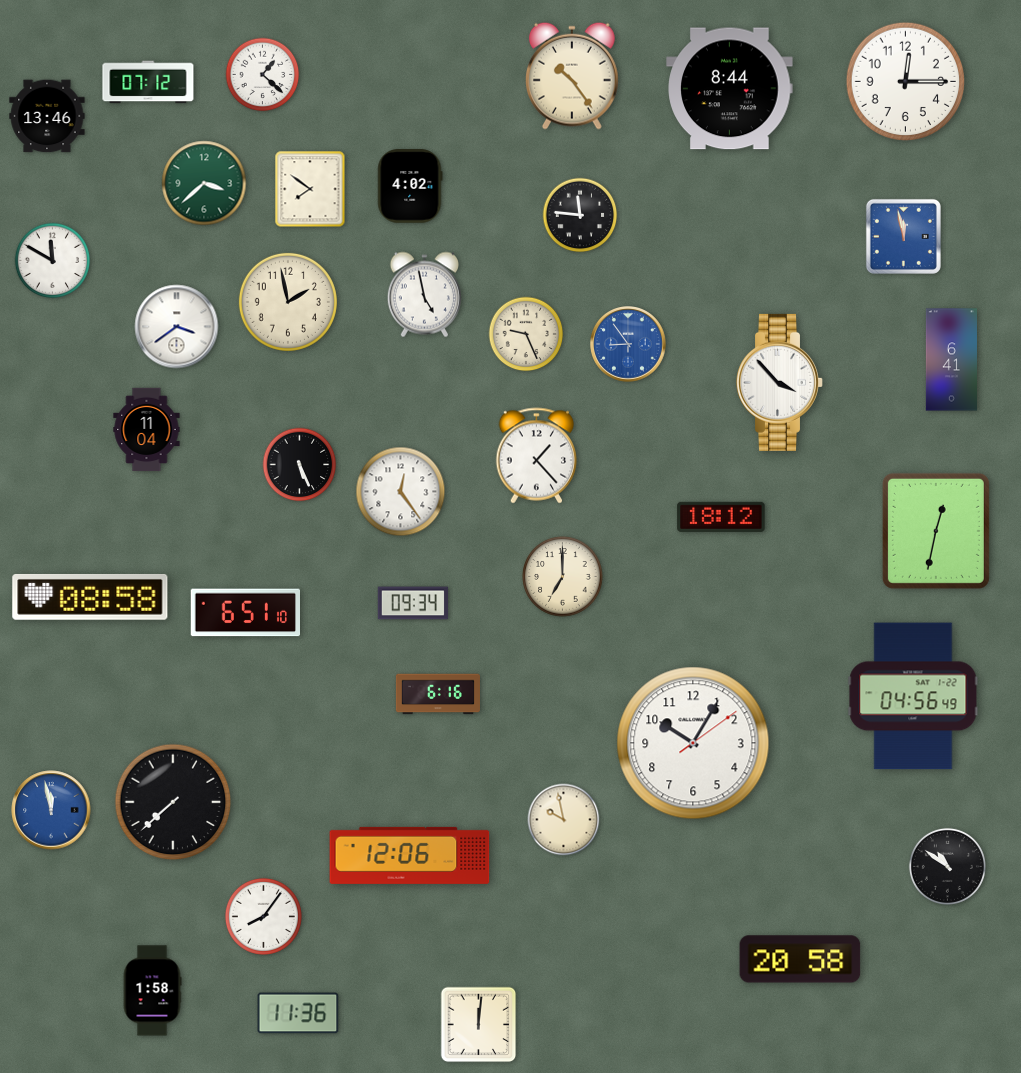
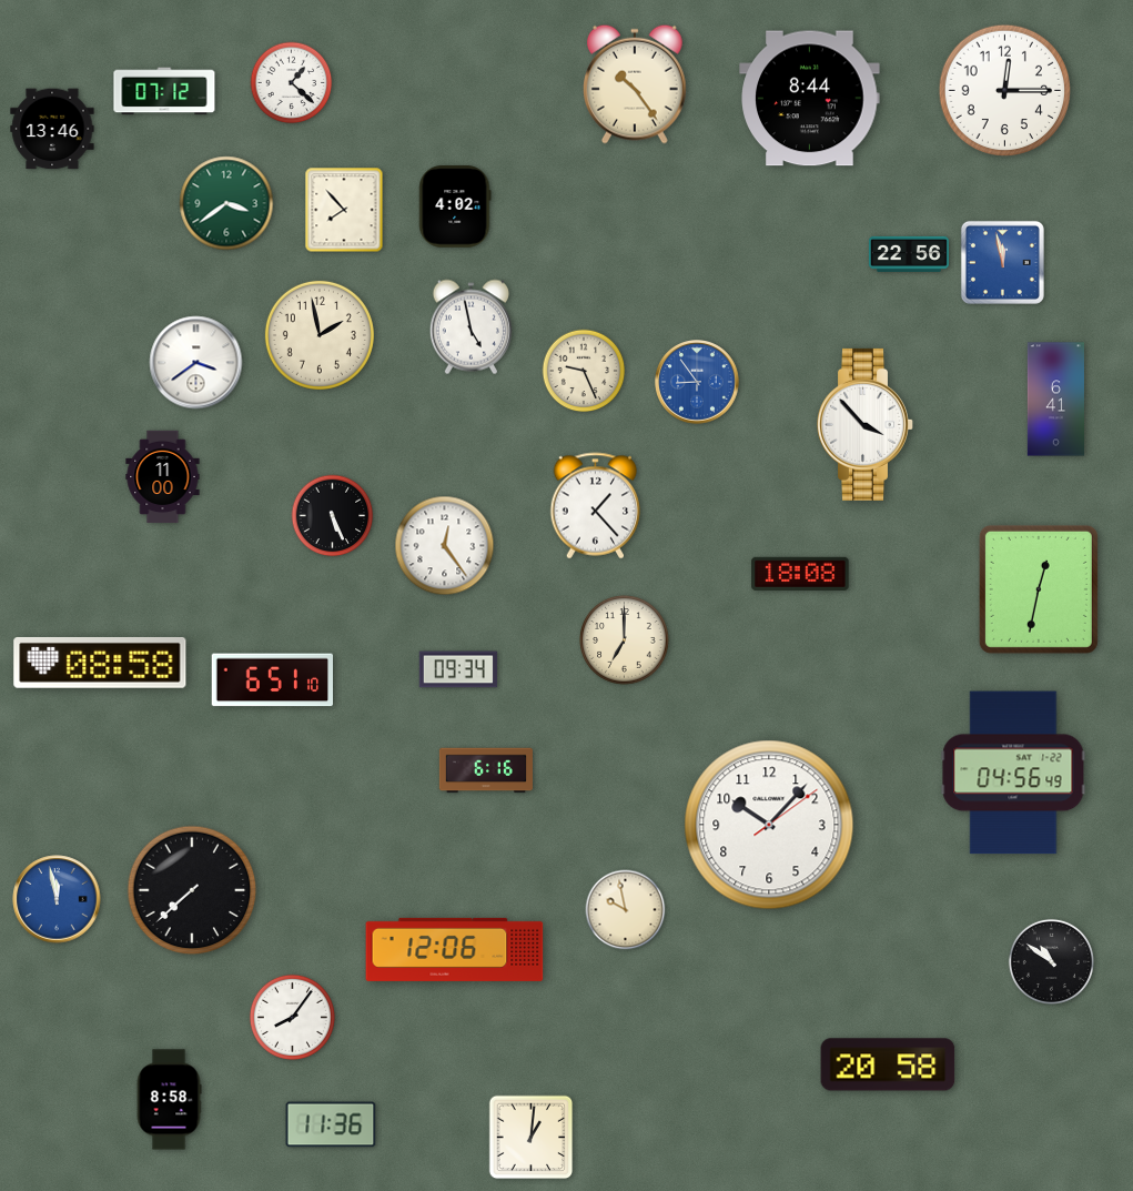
clock at (204, 183): 3:38 -> 3:39
clock at (310, 189): 7:51 -> 7:53
clock at (580, 215): 11:46 -> none
clock at (909, 254): none -> 22:56
clock at (53, 261): 11:50 -> none
clock at (147, 430): 11:04 -> 11:00
clock at (721, 517): 18:12 -> 18:08
clock at (693, 743): 10:05 -> 10:07
clock at (152, 991): 1:58 -> 8:58
clock at (479, 1025): 12:01 -> 1:01
